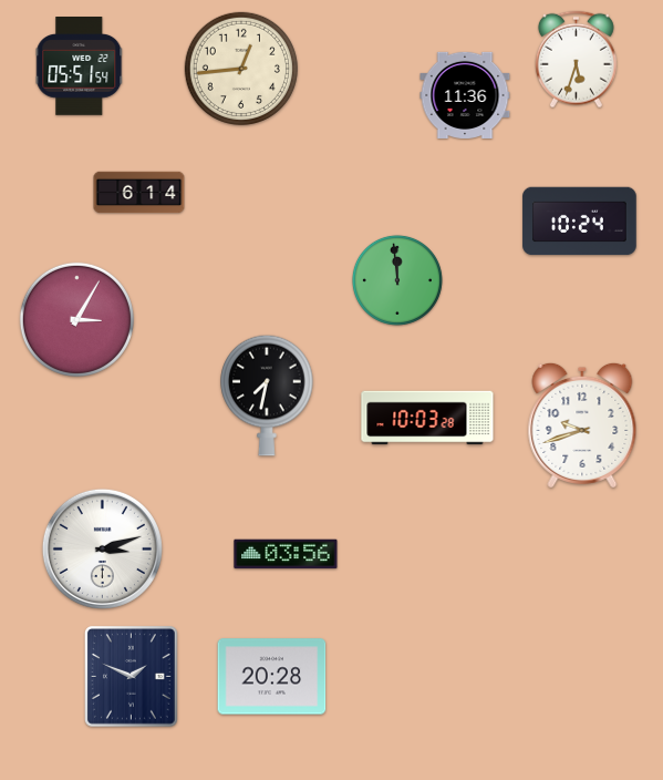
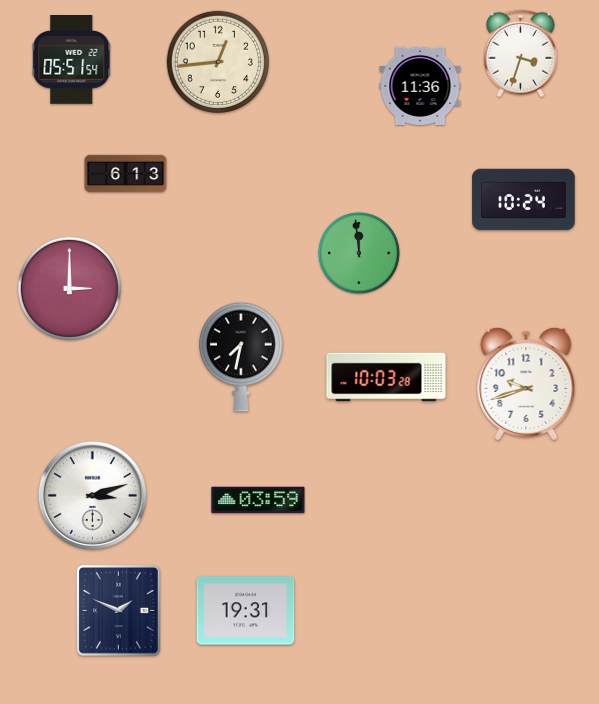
clock at (576, 60): 5:33 -> 3:33
clock at (139, 193): 6:14 -> 6:13
clock at (76, 319): 3:05 -> 3:00
clock at (286, 554): 03:56 -> 03:59
clock at (272, 677): 20:28 -> 19:31
